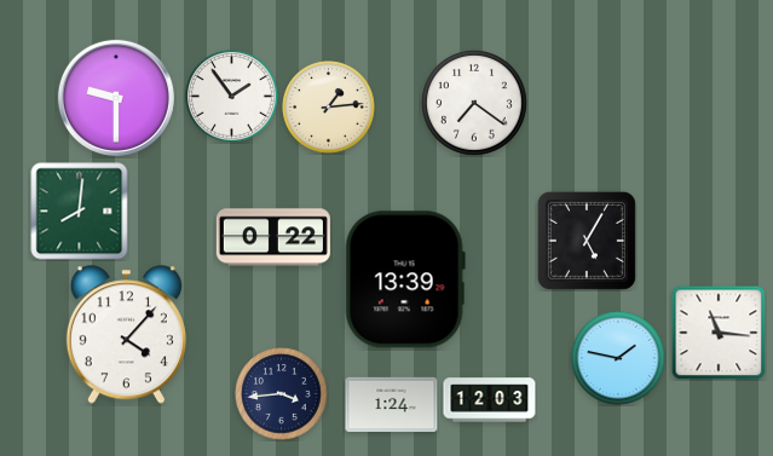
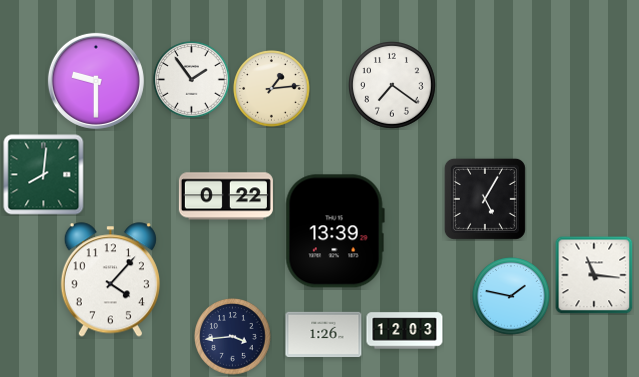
clock at (80, 212) position: (80, 212) -> (44, 175)
clock at (126, 335) position: (126, 335) -> (110, 280)
clock at (282, 394) position: (282, 394) -> (233, 337)
clock at (392, 404): 1:24 -> 1:26
